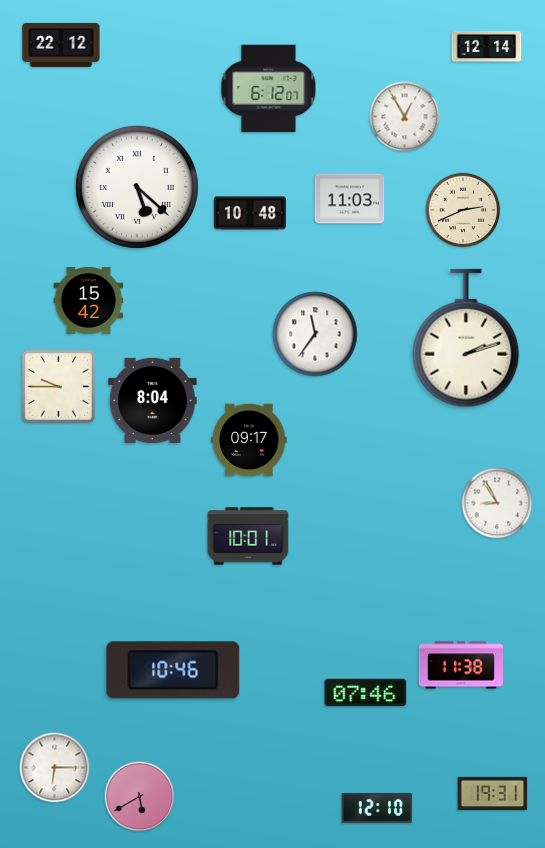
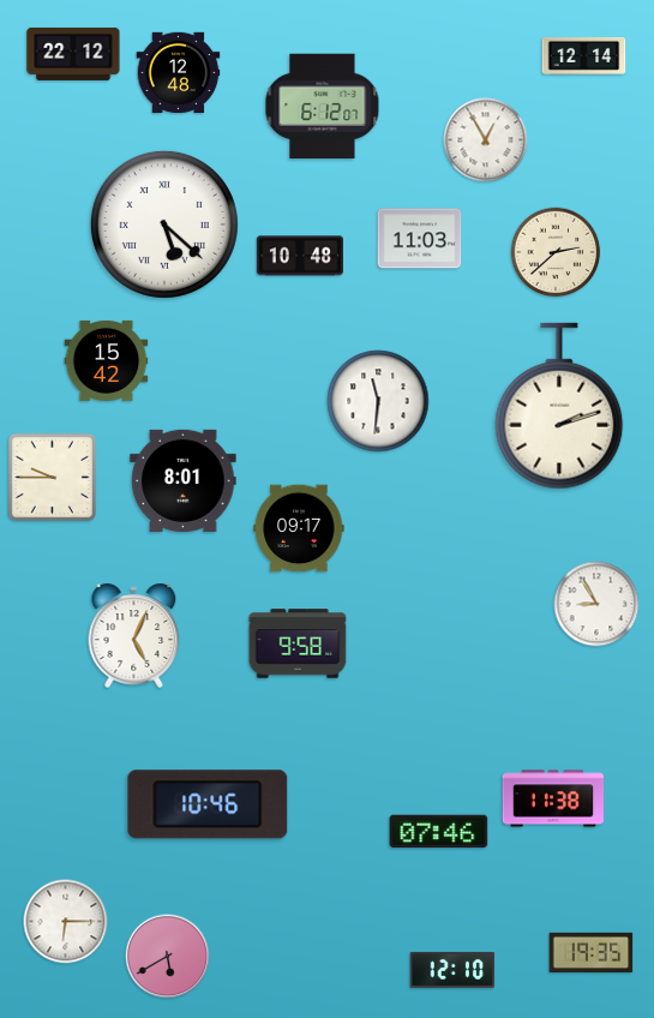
clock at (179, 73): none -> 12:48
clock at (463, 210): 2:41 -> 2:38
clock at (315, 334): 11:36 -> 11:31
clock at (58, 386) position: (58, 386) -> (52, 477)
clock at (153, 400): 8:04 -> 8:01
clock at (134, 635): none -> 5:04
clock at (248, 536): 10:01 -> 9:58
clock at (493, 793): 19:31 -> 19:35
